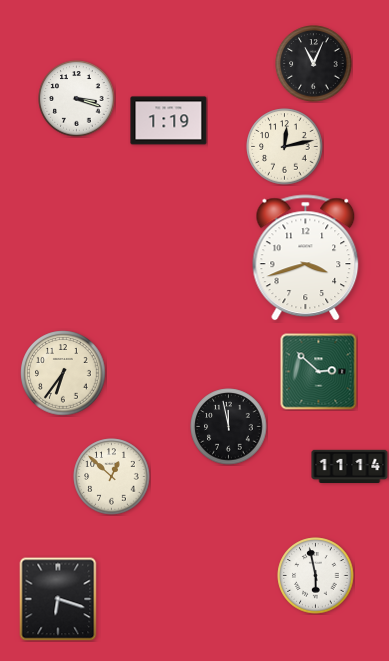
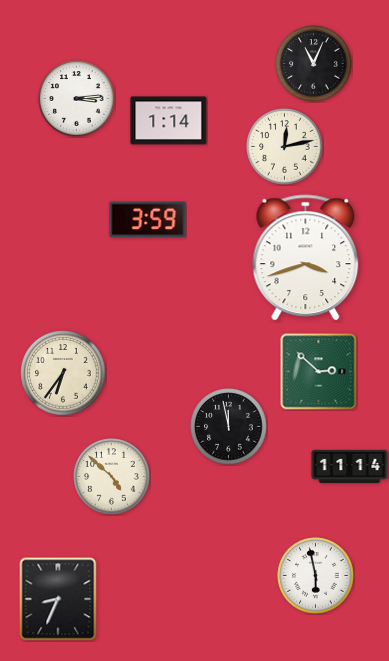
clock at (77, 99): 3:18 -> 3:14
clock at (169, 121): 1:19 -> 1:14
clock at (148, 220): none -> 3:59
clock at (112, 477): 12:52 -> 4:52
clock at (58, 599): 6:18 -> 8:34
